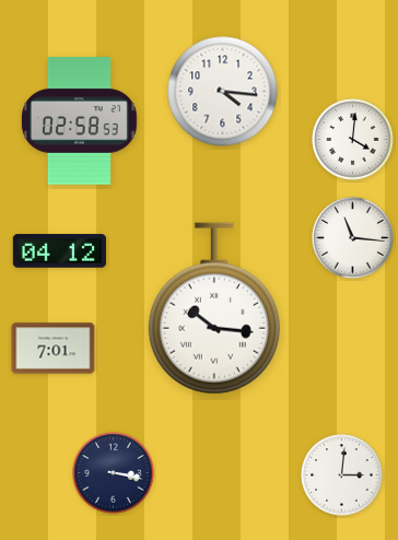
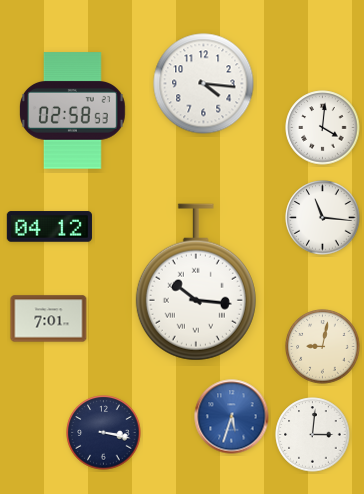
clock at (59, 251) position: (59, 251) -> (49, 227)
clock at (323, 347): none -> 9:02
clock at (232, 417): none -> 5:33
